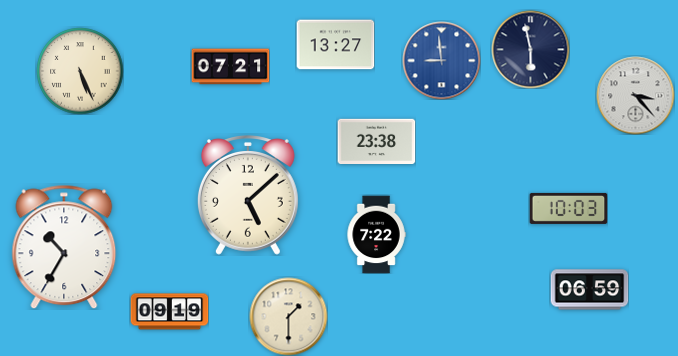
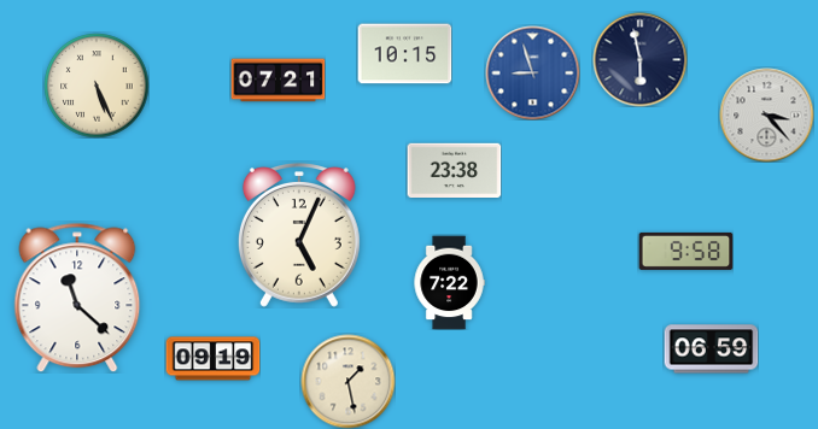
clock at (335, 45): 13:27 -> 10:15
clock at (441, 60): 8:59 -> 8:57
clock at (248, 196): 5:08 -> 5:04
clock at (568, 208): 10:03 -> 9:58
clock at (376, 234) position: (376, 234) -> (449, 282)
clock at (64, 247): 10:35 -> 11:22
clock at (169, 312) position: (169, 312) -> (212, 359)
clock at (288, 316): 1:30 -> 1:28
